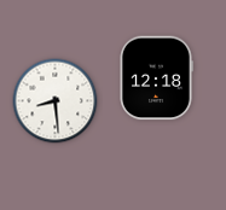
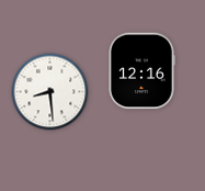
clock at (156, 78): 12:18 -> 12:16
